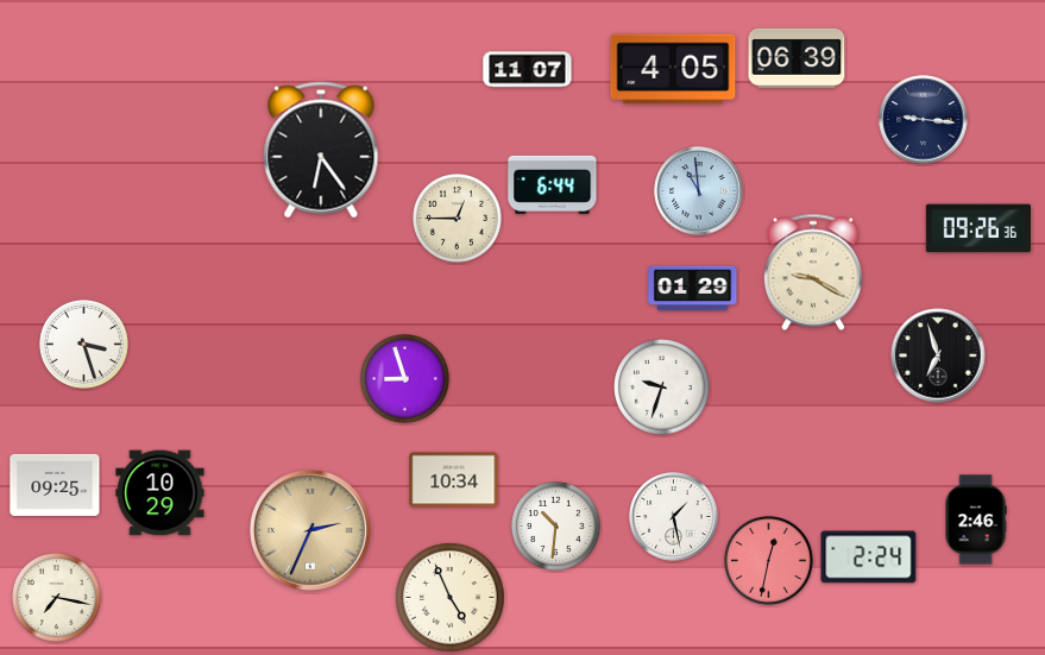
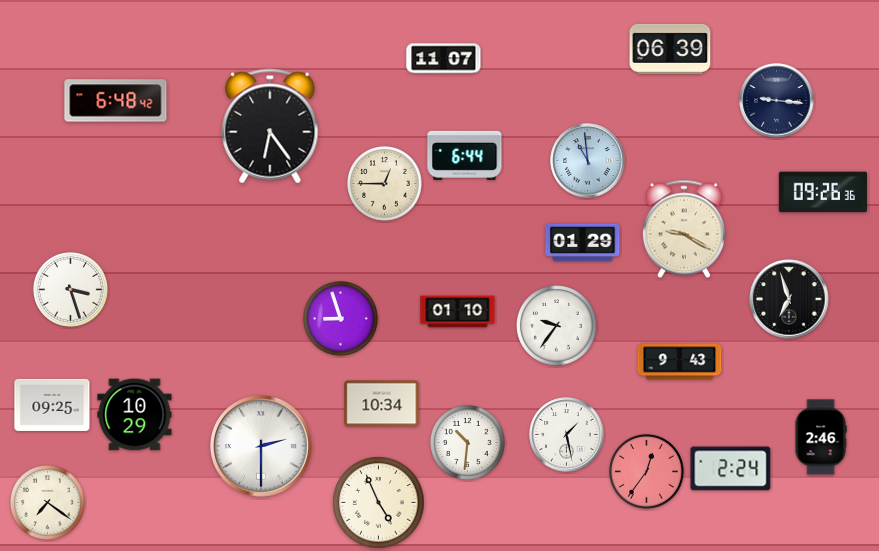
clock at (673, 69): 4:05 -> none
clock at (116, 101): none -> 6:48
clock at (458, 312): none -> 01:10
clock at (662, 388): 9:33 -> 9:36
clock at (680, 362): none -> 9:43
clock at (55, 485) position: (55, 485) -> (52, 405)
clock at (310, 530): 2:34 -> 2:30
clock at (310, 530) dial: champagne -> white
clock at (769, 561): 12:32 -> 12:36
clock at (57, 598): 7:17 -> 7:21
